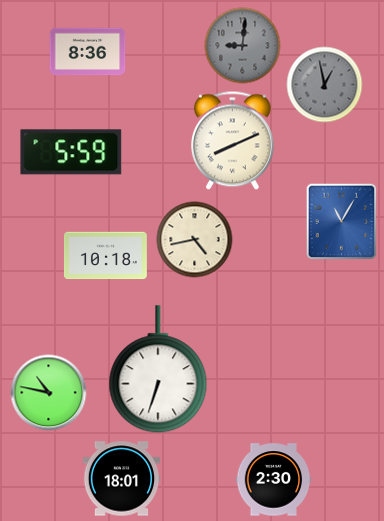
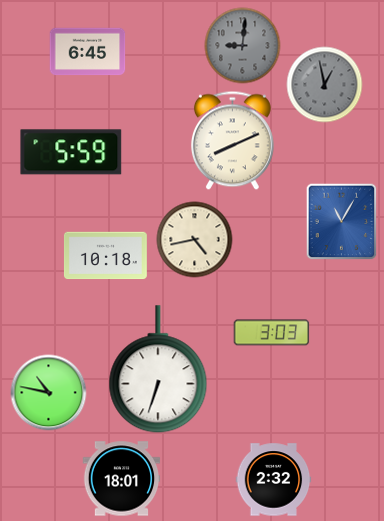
clock at (88, 52): 8:36 -> 6:45
clock at (272, 333): none -> 3:03
clock at (274, 480): 2:30 -> 2:32
